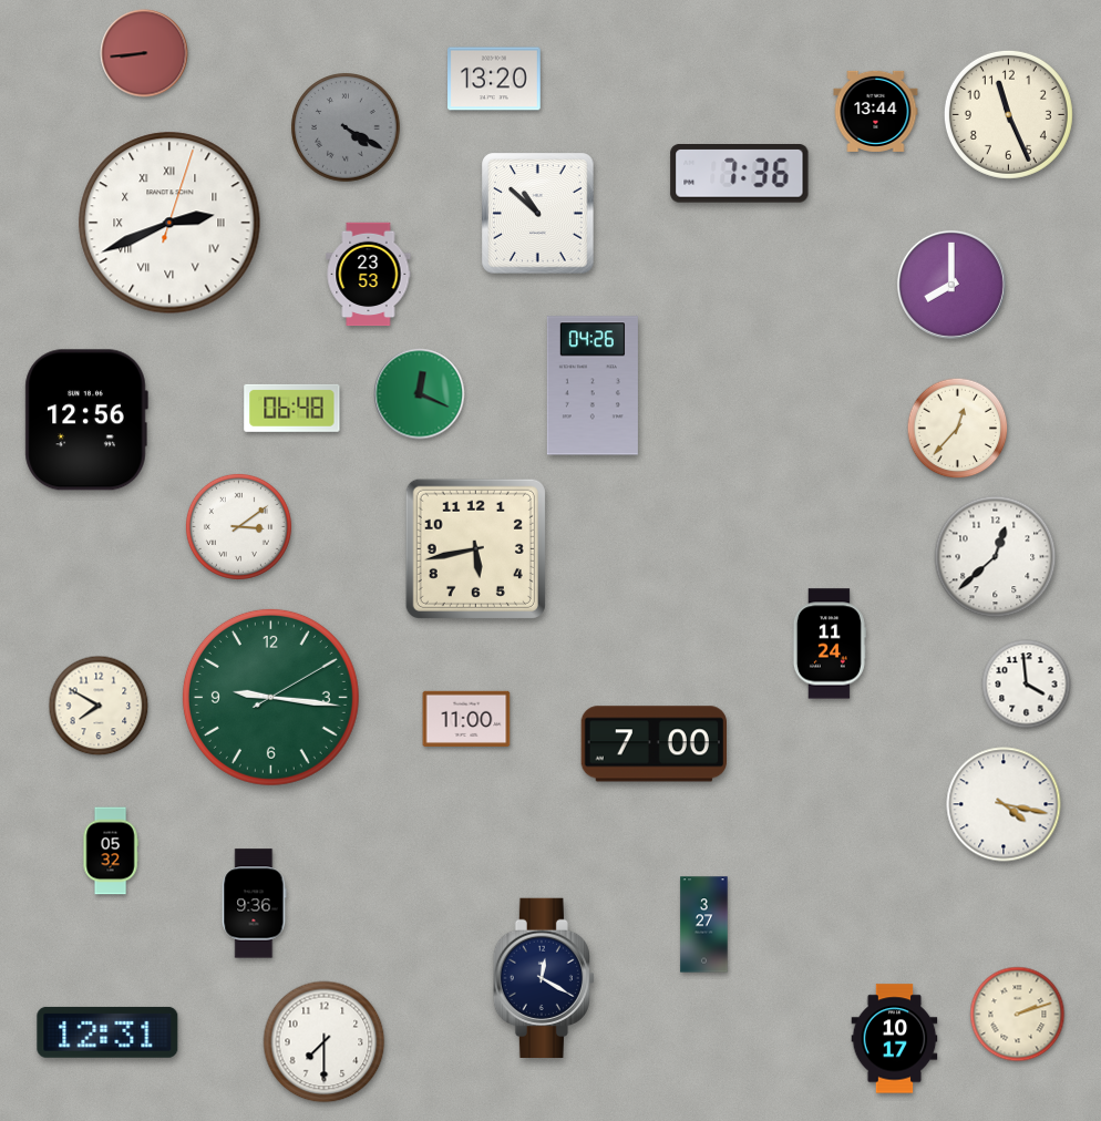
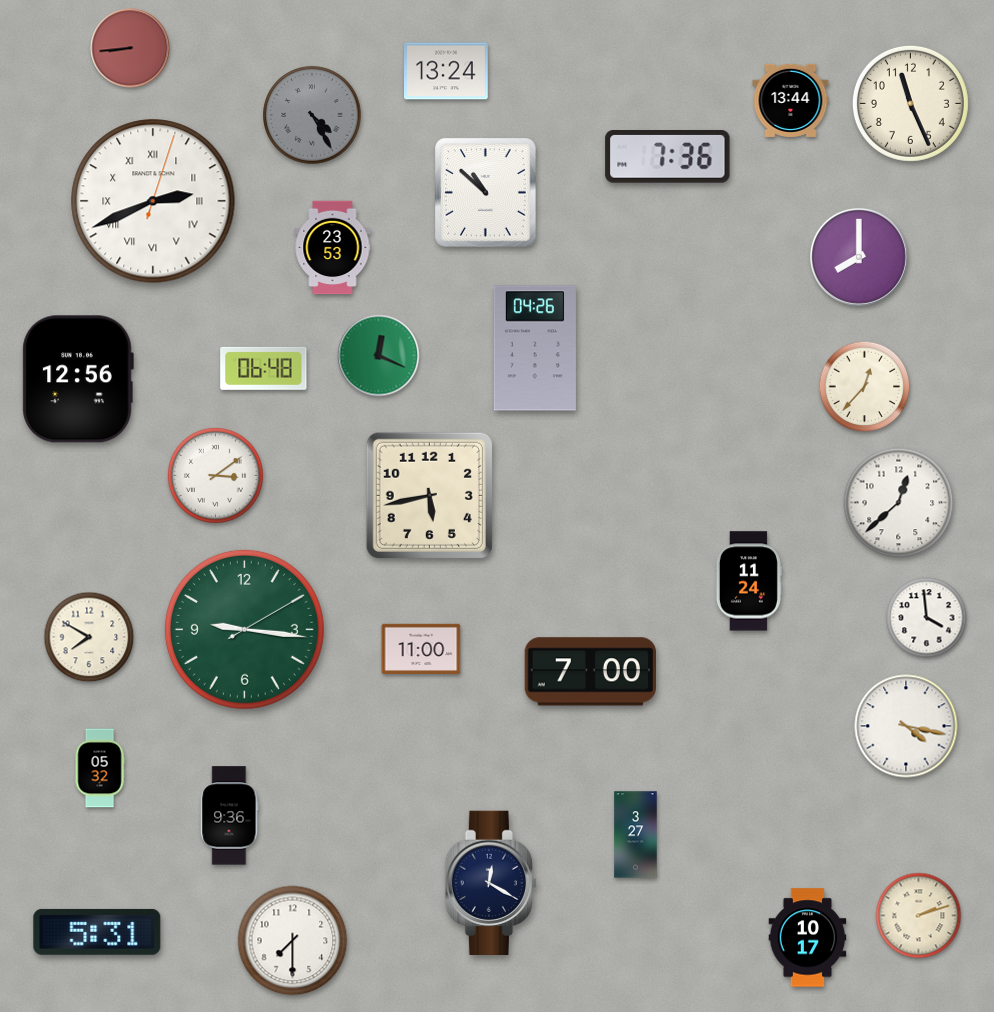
clock at (495, 79): 13:20 -> 13:24
clock at (346, 127): 4:20 -> 4:25
clock at (107, 1032): 12:31 -> 5:31
